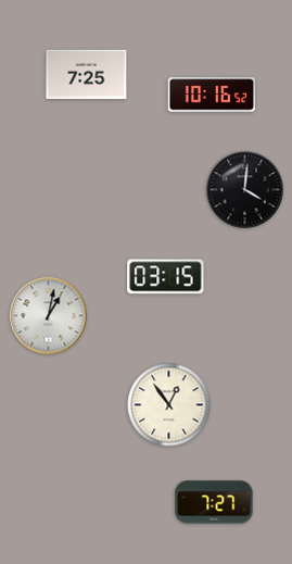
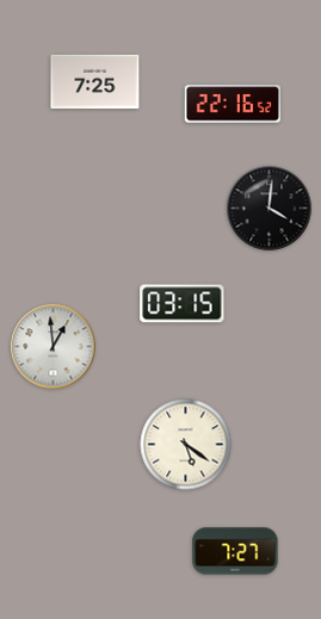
clock at (211, 95): 10:16 -> 22:16
clock at (49, 316): 1:02 -> 12:59
clock at (169, 405): 12:54 -> 5:21
